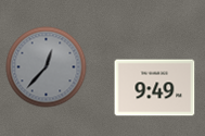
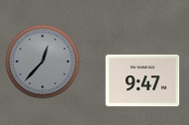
clock at (155, 88): 9:49 -> 9:47
